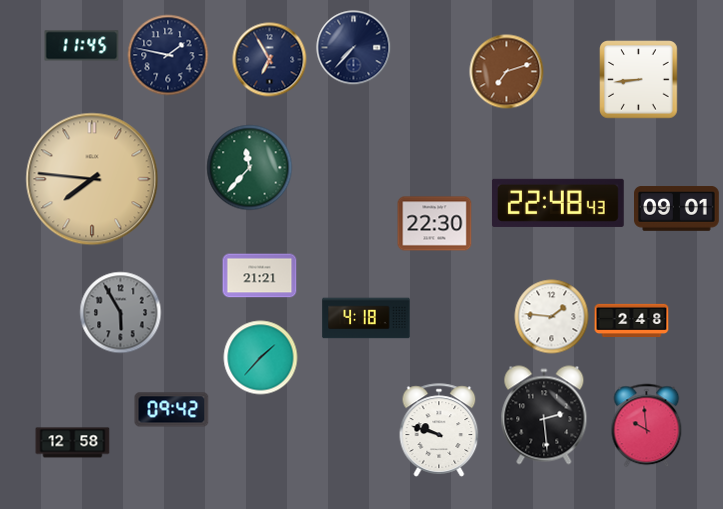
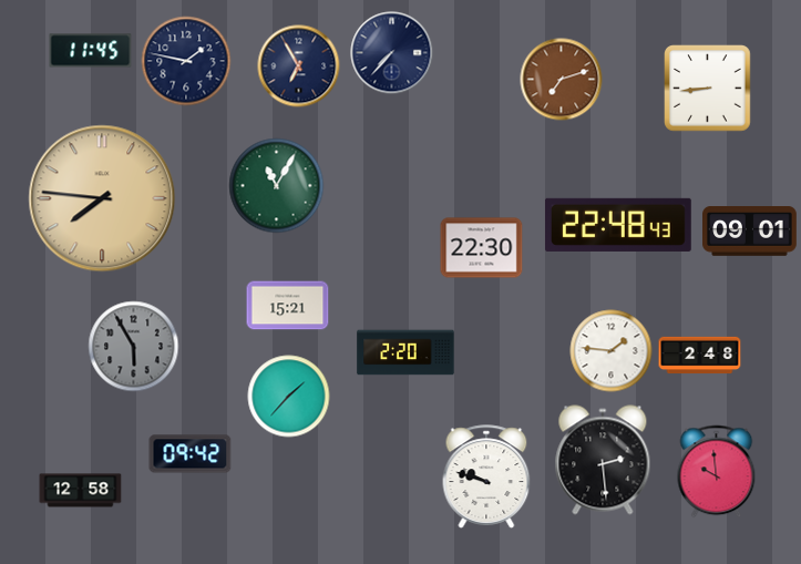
clock at (250, 168): 11:37 -> 11:05
clock at (260, 276): 21:21 -> 15:21
clock at (366, 318): 4:18 -> 2:20
